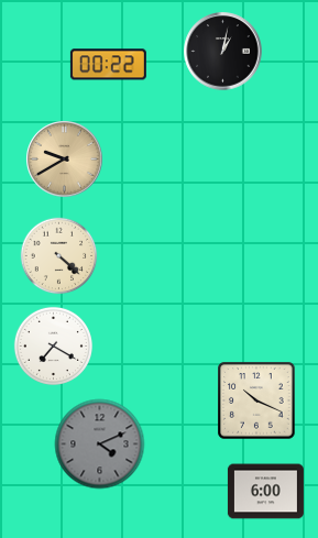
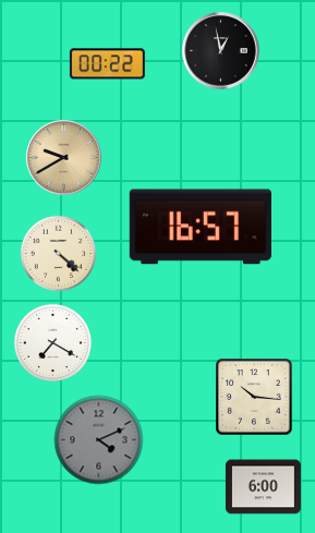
clock at (223, 52): 1:02 -> 12:58
clock at (201, 227): none -> 16:57
clock at (256, 400): 10:19 -> 10:16
